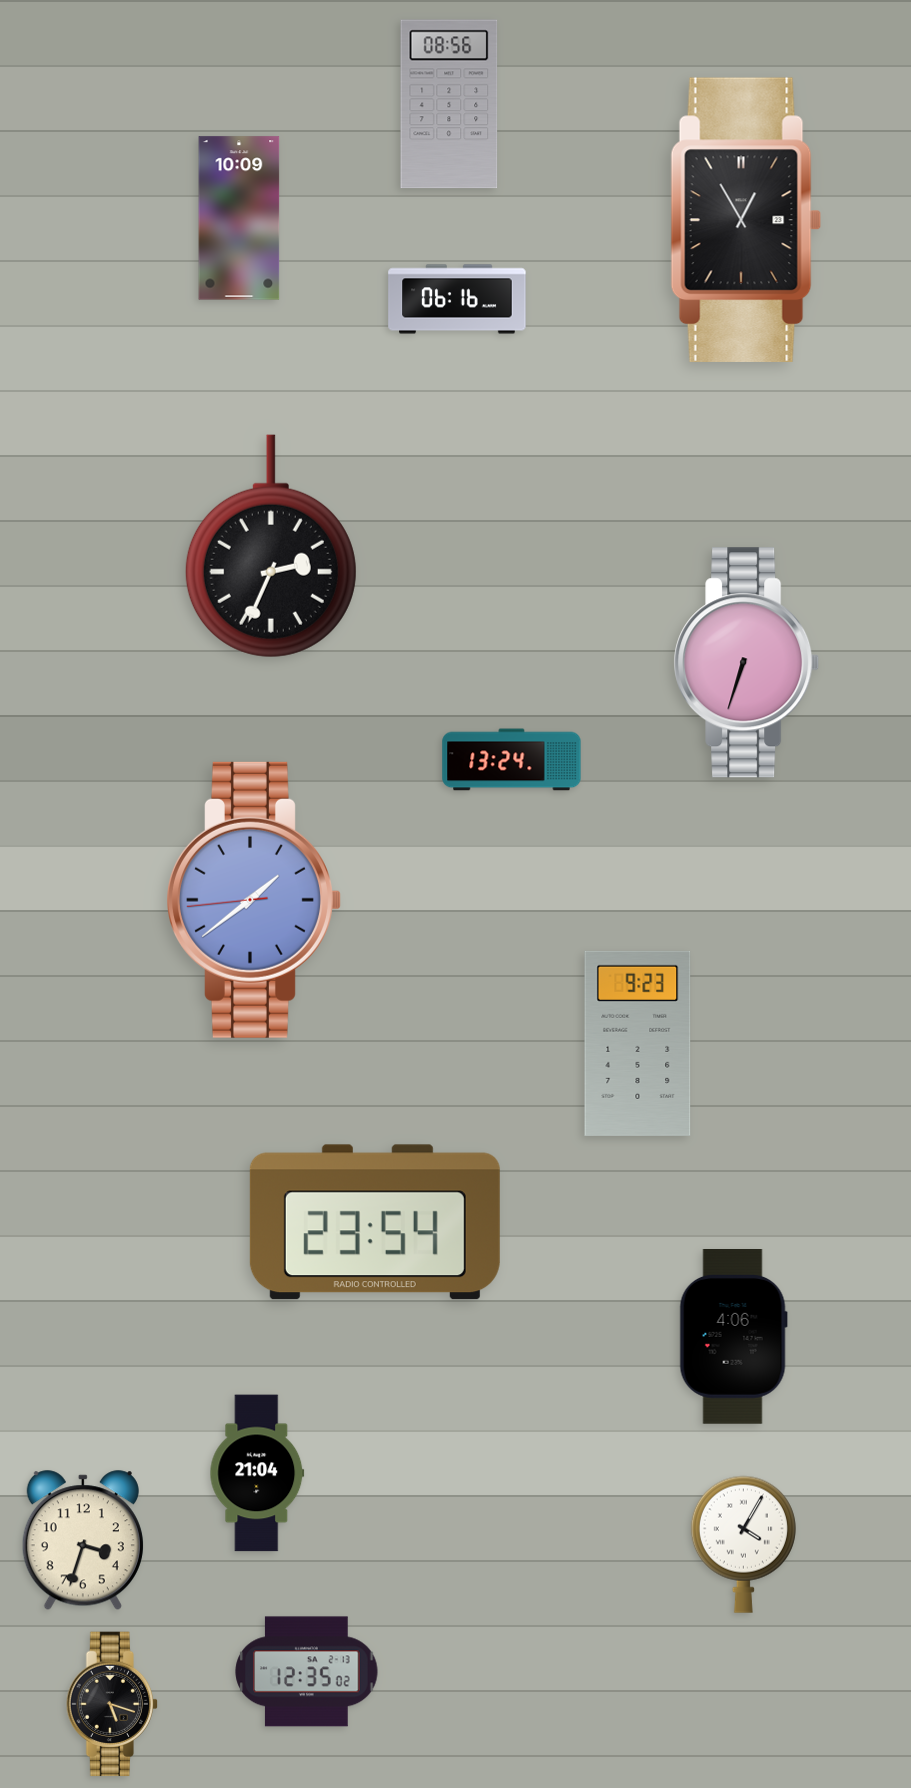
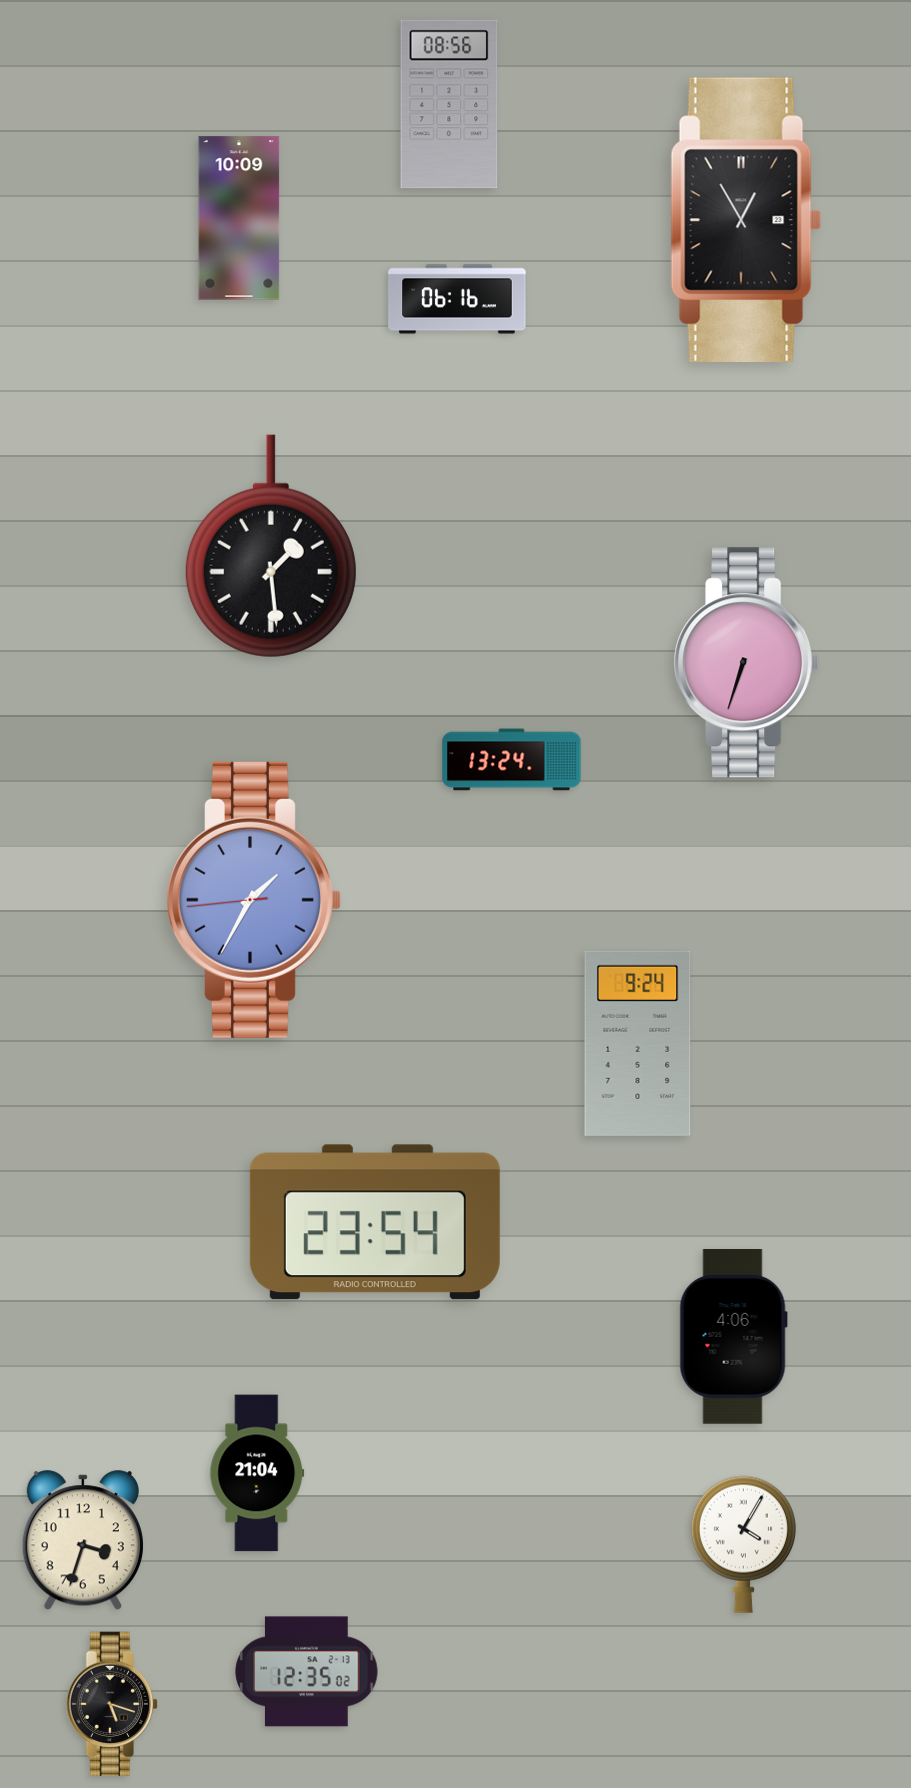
clock at (271, 546): 2:34 -> 1:29
clock at (254, 900): 1:38 -> 1:34
clock at (638, 1043): 9:23 -> 9:24
